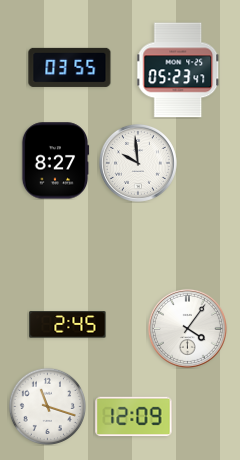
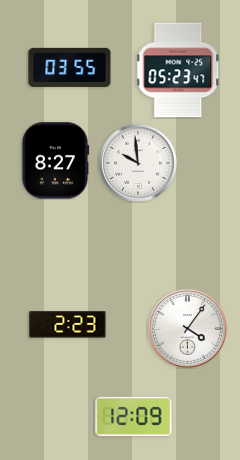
clock at (68, 325): 2:45 -> 2:23
clock at (47, 406): 11:18 -> none
